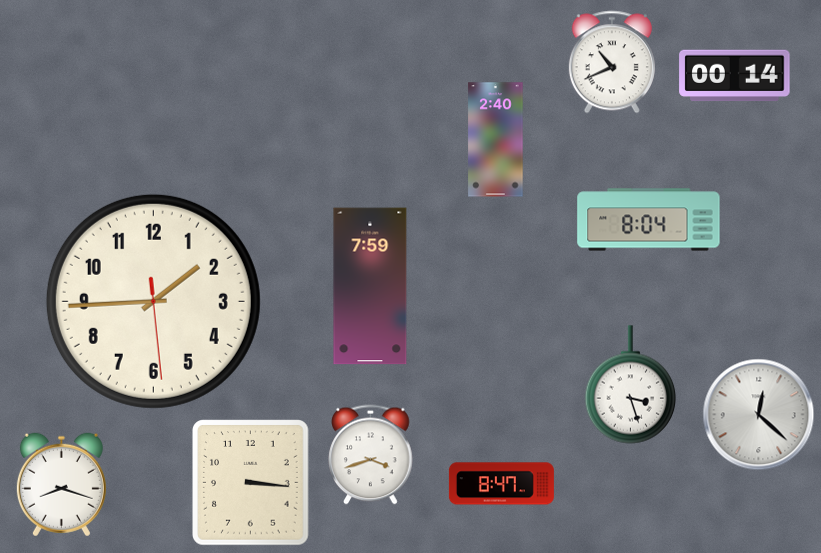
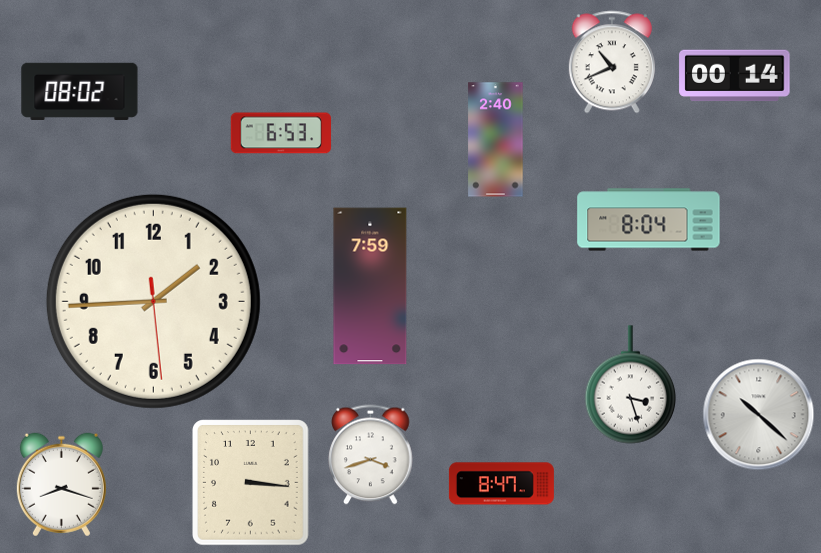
clock at (80, 91): none -> 08:02
clock at (281, 133): none -> 6:53
clock at (759, 415): 12:22 -> 10:22
